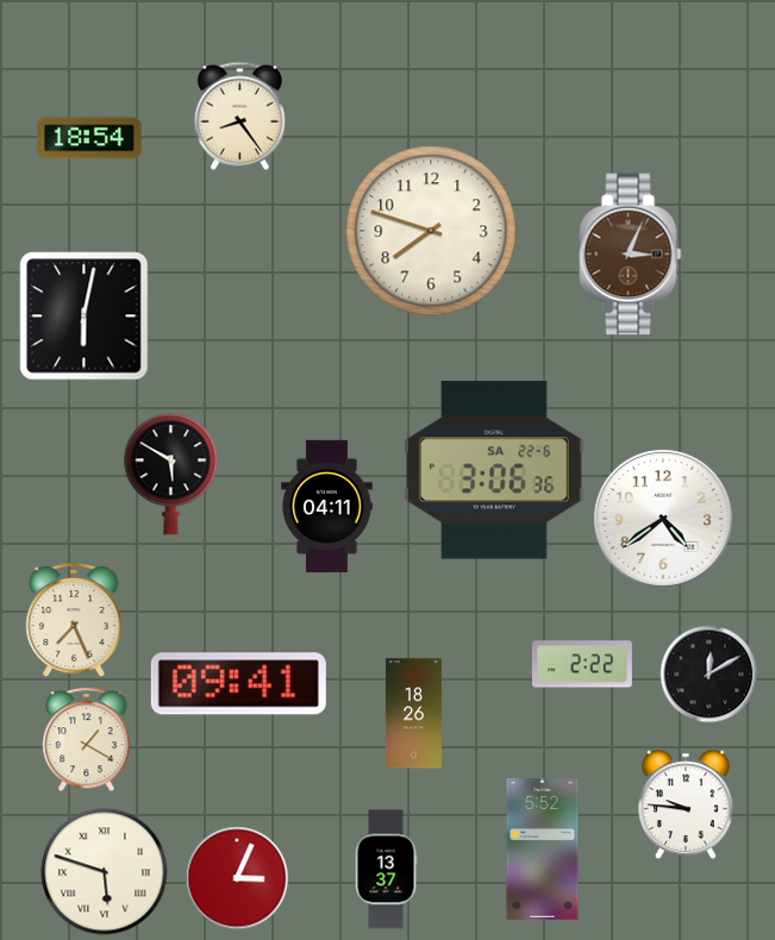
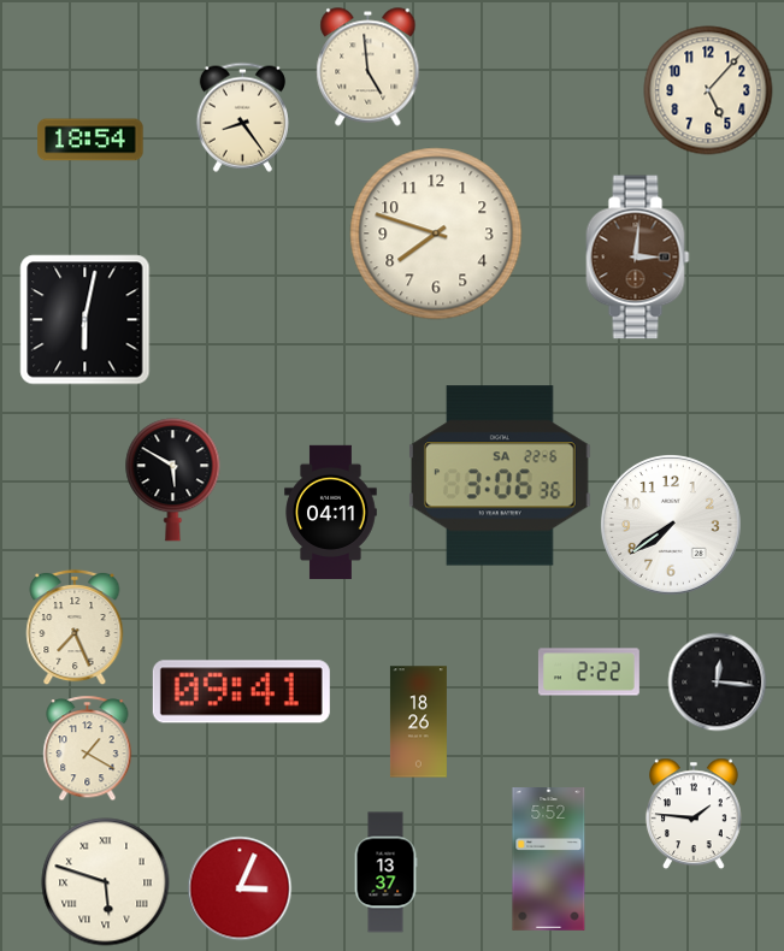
clock at (369, 67): none -> 4:59
clock at (708, 90): none -> 5:07
clock at (631, 255): 3:04 -> 3:01
clock at (664, 520): 4:39 -> 7:39
clock at (710, 675): 12:10 -> 12:16
clock at (686, 804): 9:46 -> 1:46
clock at (386, 870) position: (386, 870) -> (385, 873)
